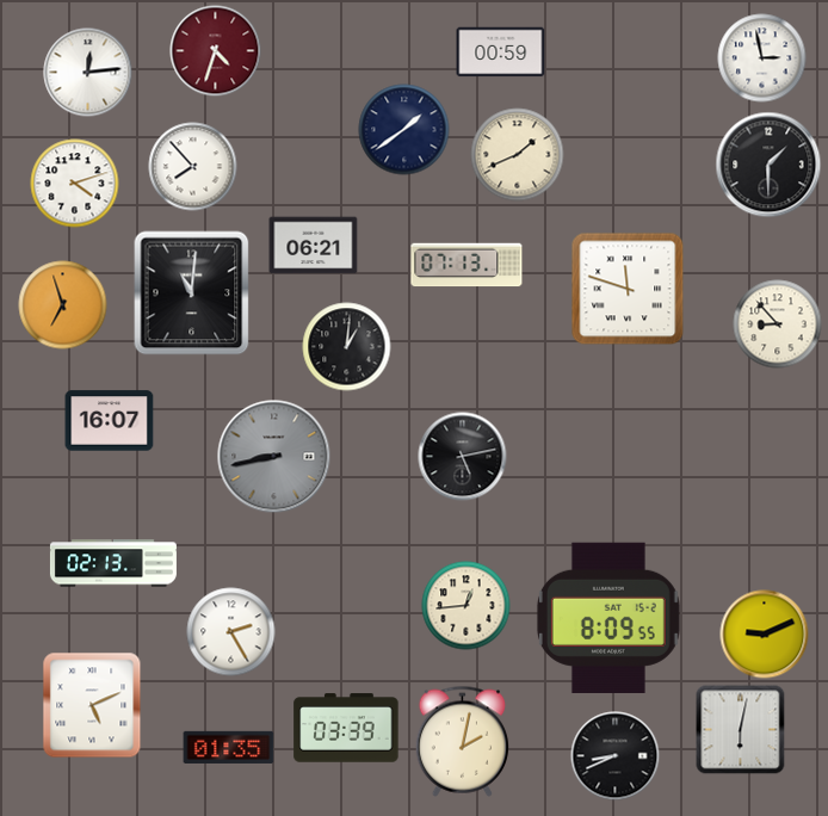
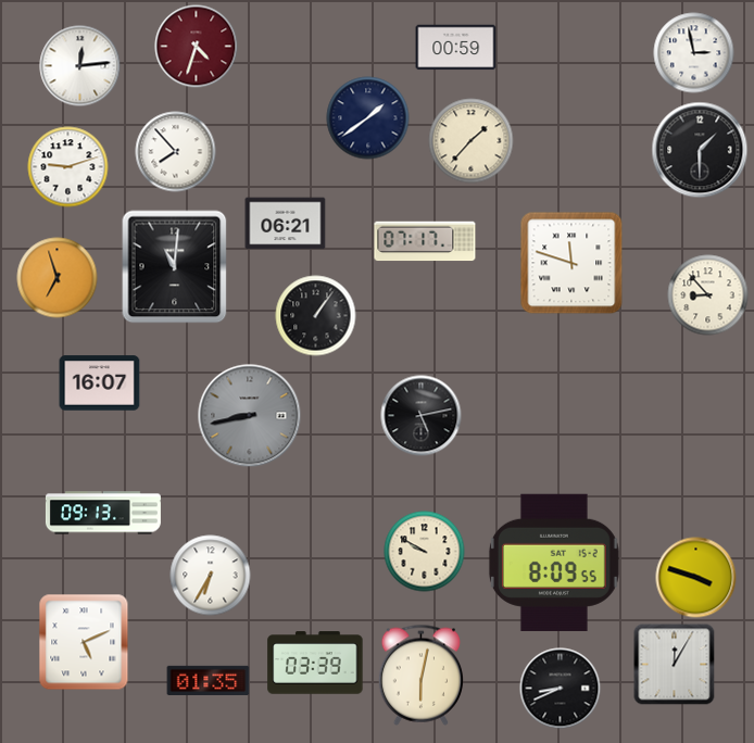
clock at (518, 155): 1:41 -> 1:37
clock at (75, 184): 4:12 -> 9:12
clock at (466, 265): 07:13 -> 07:17
clock at (347, 347): 1:01 -> 1:06
clock at (113, 563): 02:13 -> 09:13
clock at (466, 606): 12:44 -> 9:50
clock at (231, 632): 2:25 -> 6:35
clock at (765, 635): 9:11 -> 3:48
clock at (741, 730): 6:02 -> 12:05
clock at (462, 741): 2:02 -> 6:02
